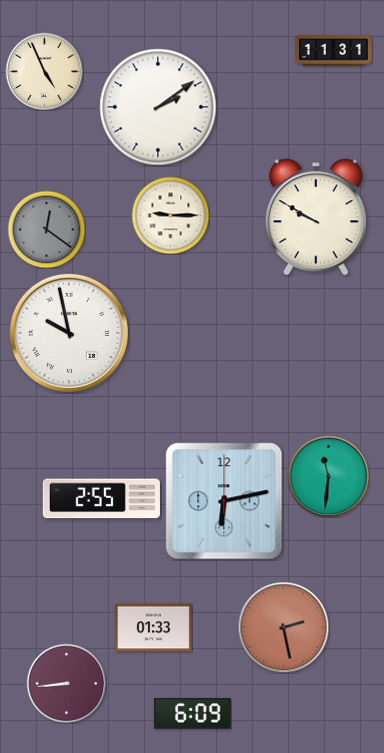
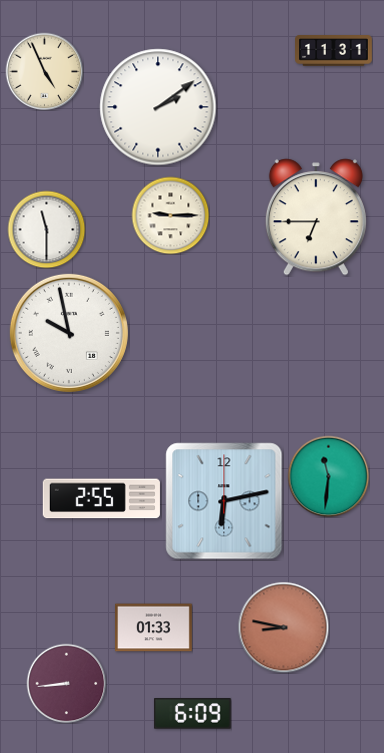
clock at (316, 217): 9:50 -> 6:45
clock at (46, 229): 12:21 -> 11:30
clock at (46, 229) dial: grey -> white
clock at (283, 627): 2:28 -> 8:47
